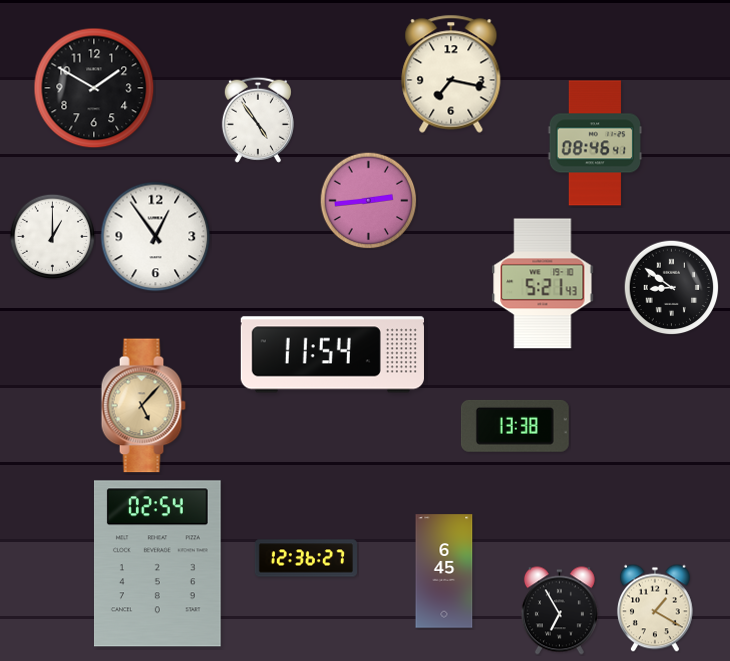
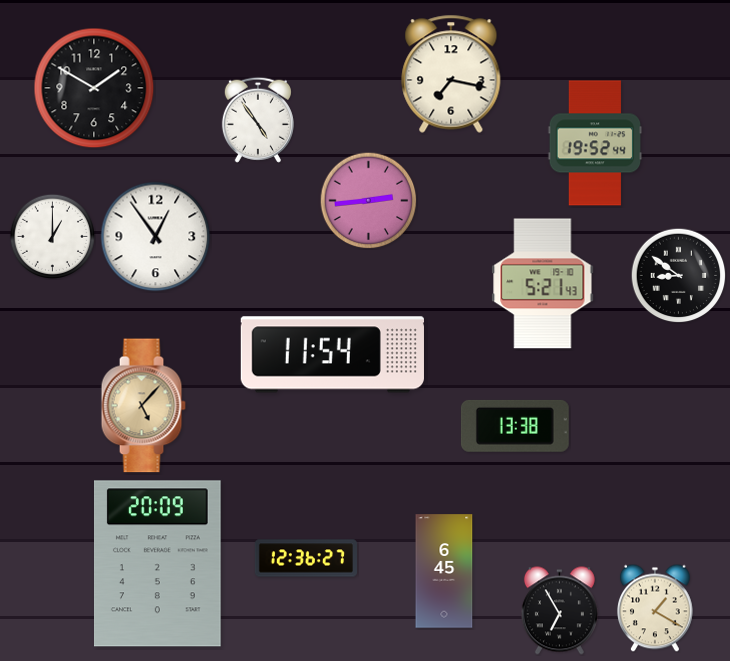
clock at (595, 143): 08:46 -> 19:52
clock at (671, 287) position: (671, 287) -> (678, 275)
clock at (158, 564): 02:54 -> 20:09
